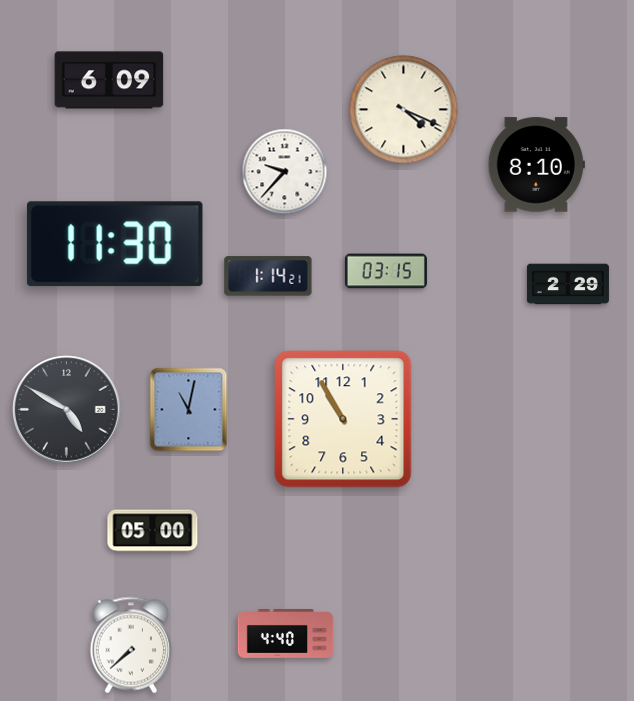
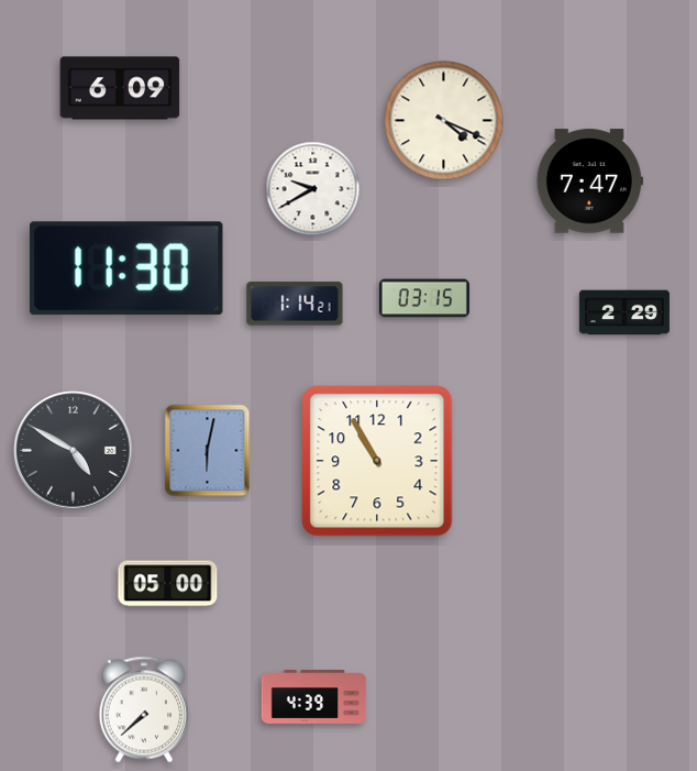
clock at (536, 165): 8:10 -> 7:47
clock at (285, 172): 9:37 -> 9:40
clock at (189, 410): 11:02 -> 6:02
clock at (286, 634): 4:40 -> 4:39
